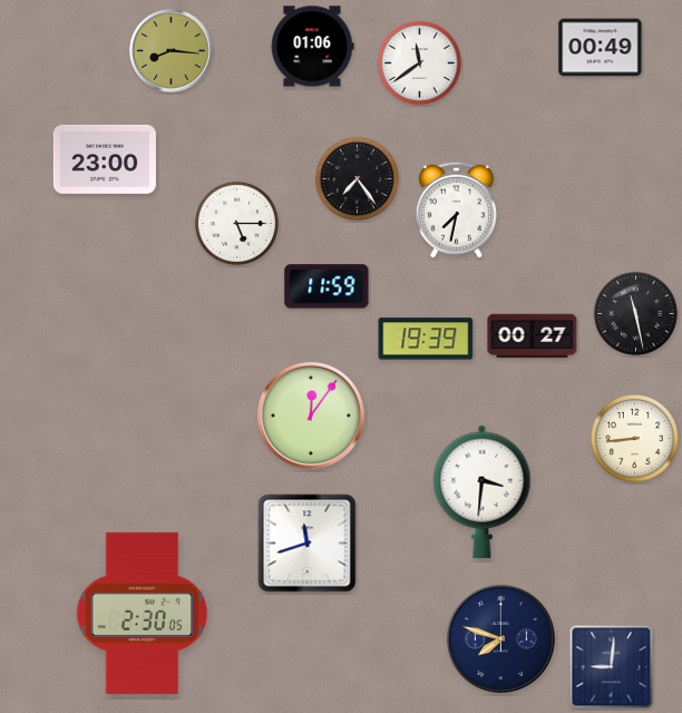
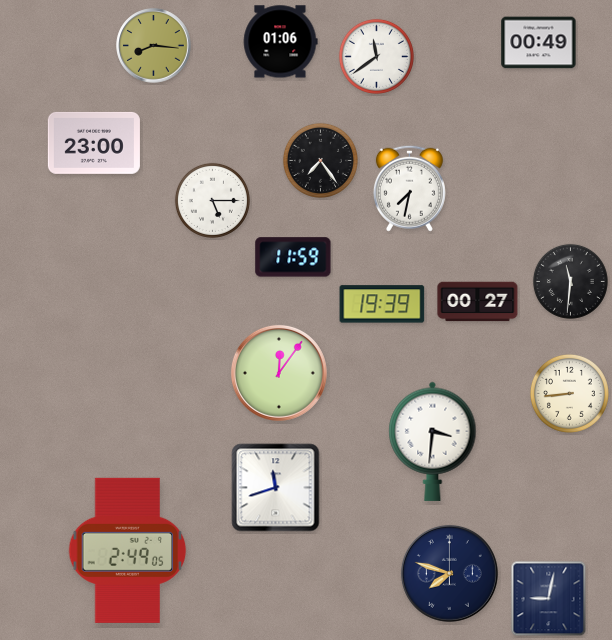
clock at (635, 313): 11:28 -> 11:31
clock at (143, 613): 2:30 -> 2:49
clock at (612, 667): 9:01 -> 9:02
